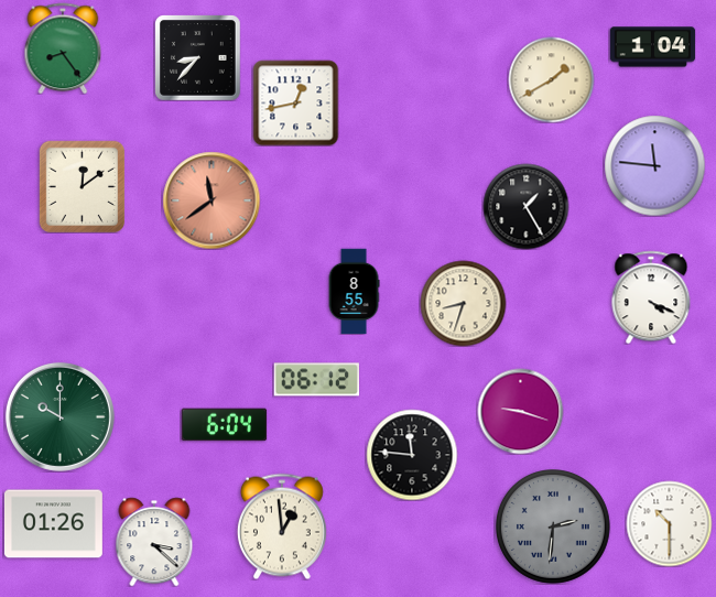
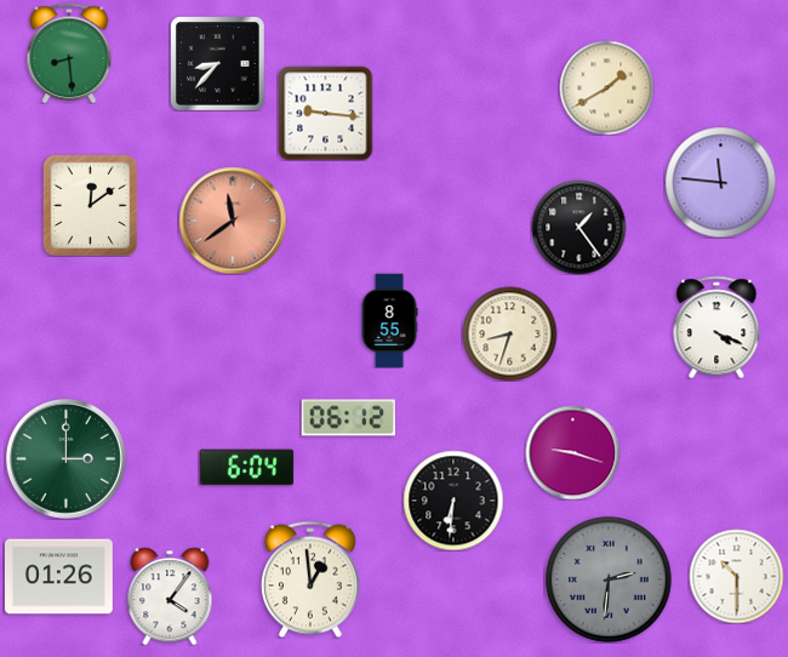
clock at (652, 47): 1:04 -> none
clock at (63, 48): 8:24 -> 8:29
clock at (295, 102): 12:43 -> 9:16
clock at (525, 206): 1:25 -> 1:24
clock at (59, 416): 10:00 -> 3:00
clock at (412, 455): 11:46 -> 6:31
clock at (154, 542): 3:22 -> 4:06
